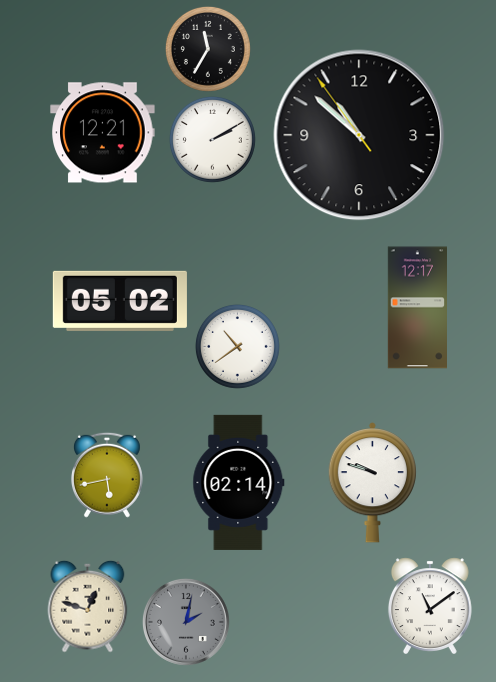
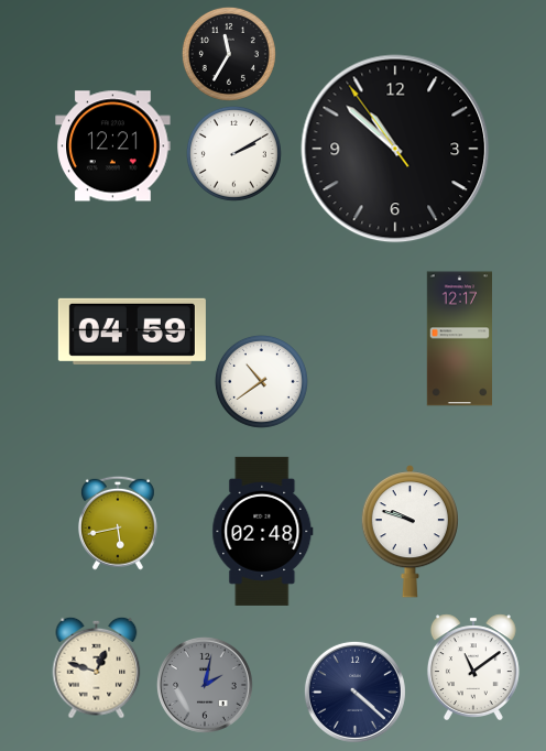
clock at (120, 301): 05:02 -> 04:59
clock at (239, 482): 02:14 -> 02:48
clock at (354, 692): none -> 4:22
